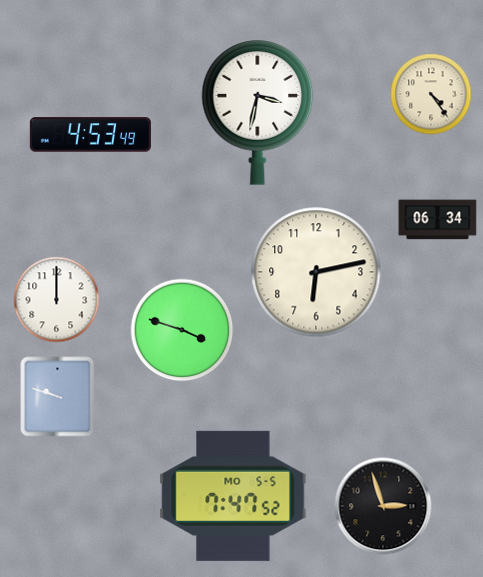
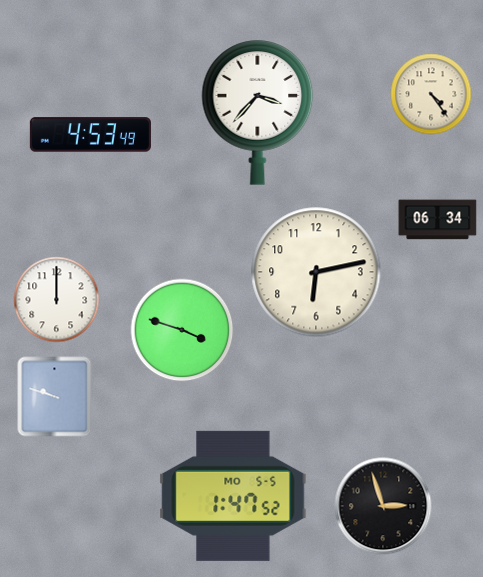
clock at (258, 113): 3:32 -> 3:37
clock at (58, 397) position: (58, 397) -> (55, 397)
clock at (233, 496): 7:47 -> 1:47
